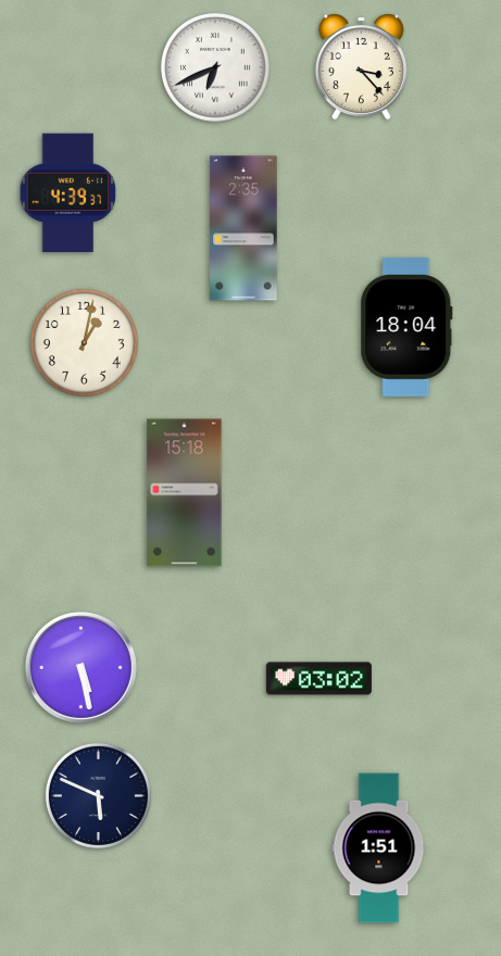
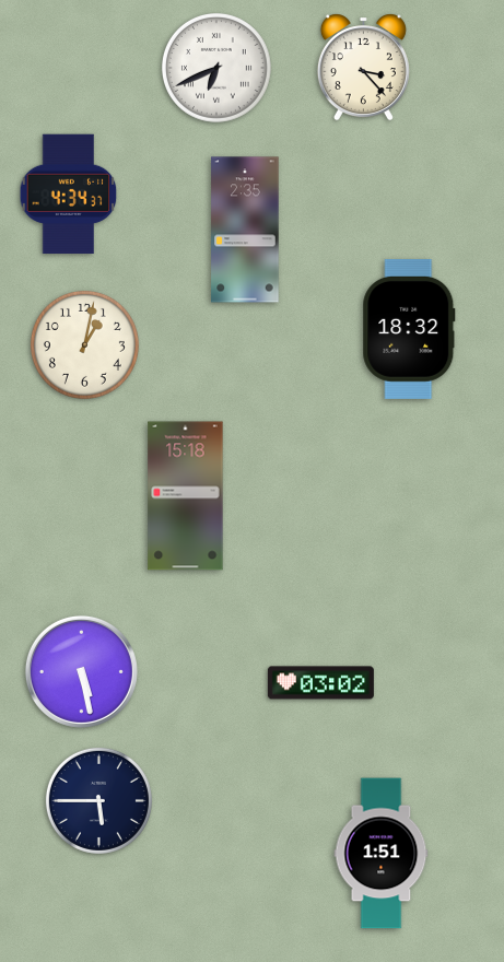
clock at (68, 193): 4:39 -> 4:34
clock at (406, 327): 18:04 -> 18:32
clock at (98, 795): 5:49 -> 5:45
